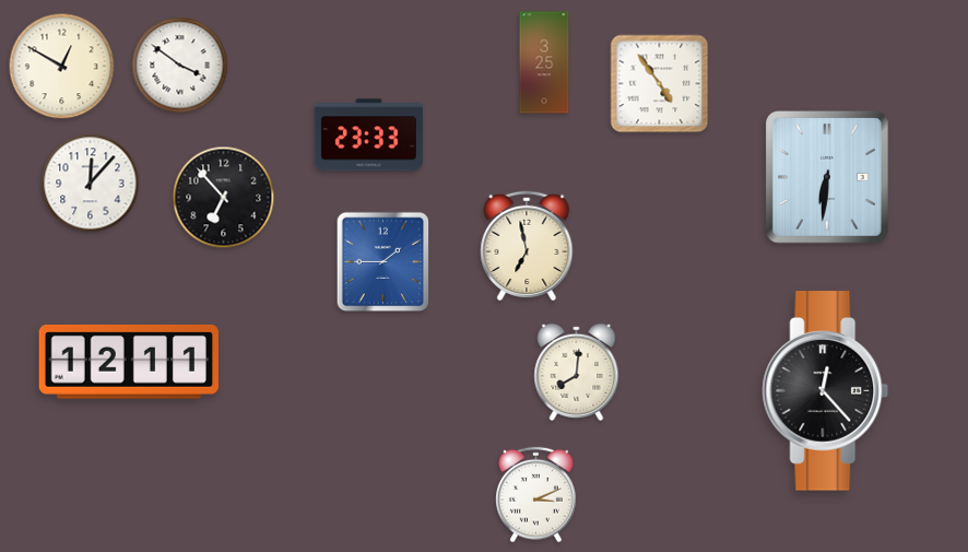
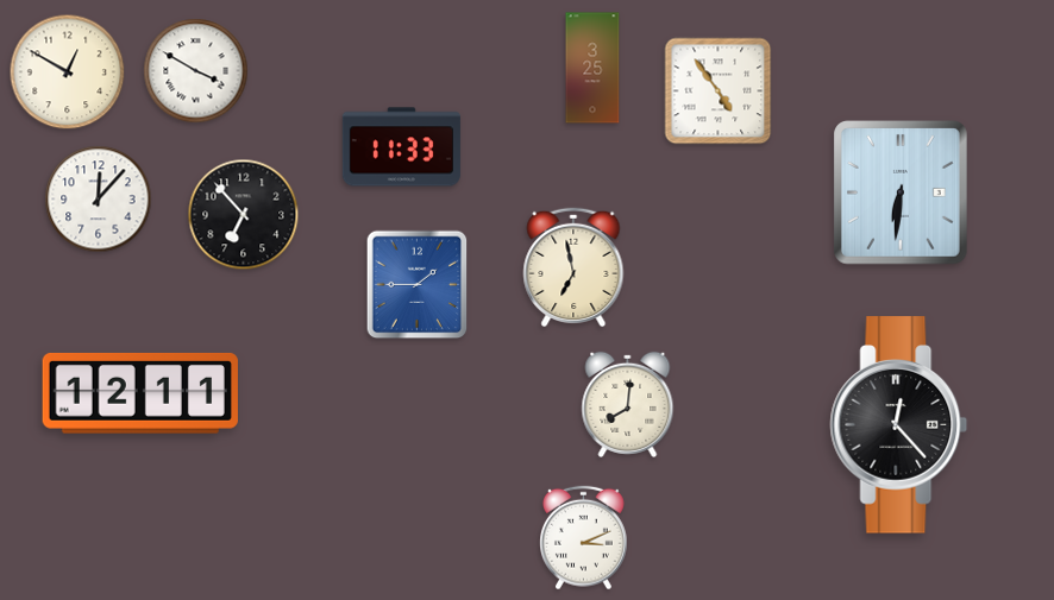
clock at (180, 66): 3:51 -> 3:50
clock at (368, 136): 23:33 -> 11:33
